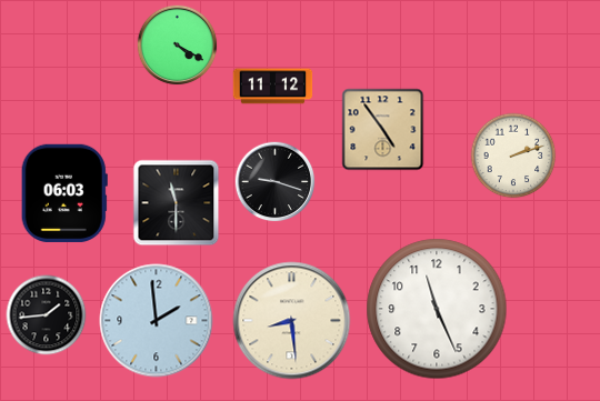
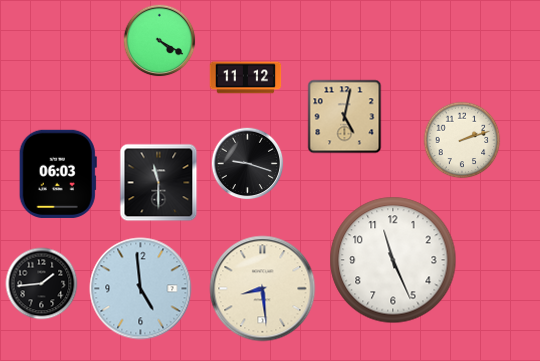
clock at (383, 130): 4:54 -> 5:02
clock at (437, 309) position: (437, 309) -> (393, 260)
clock at (157, 321): 1:59 -> 4:59
